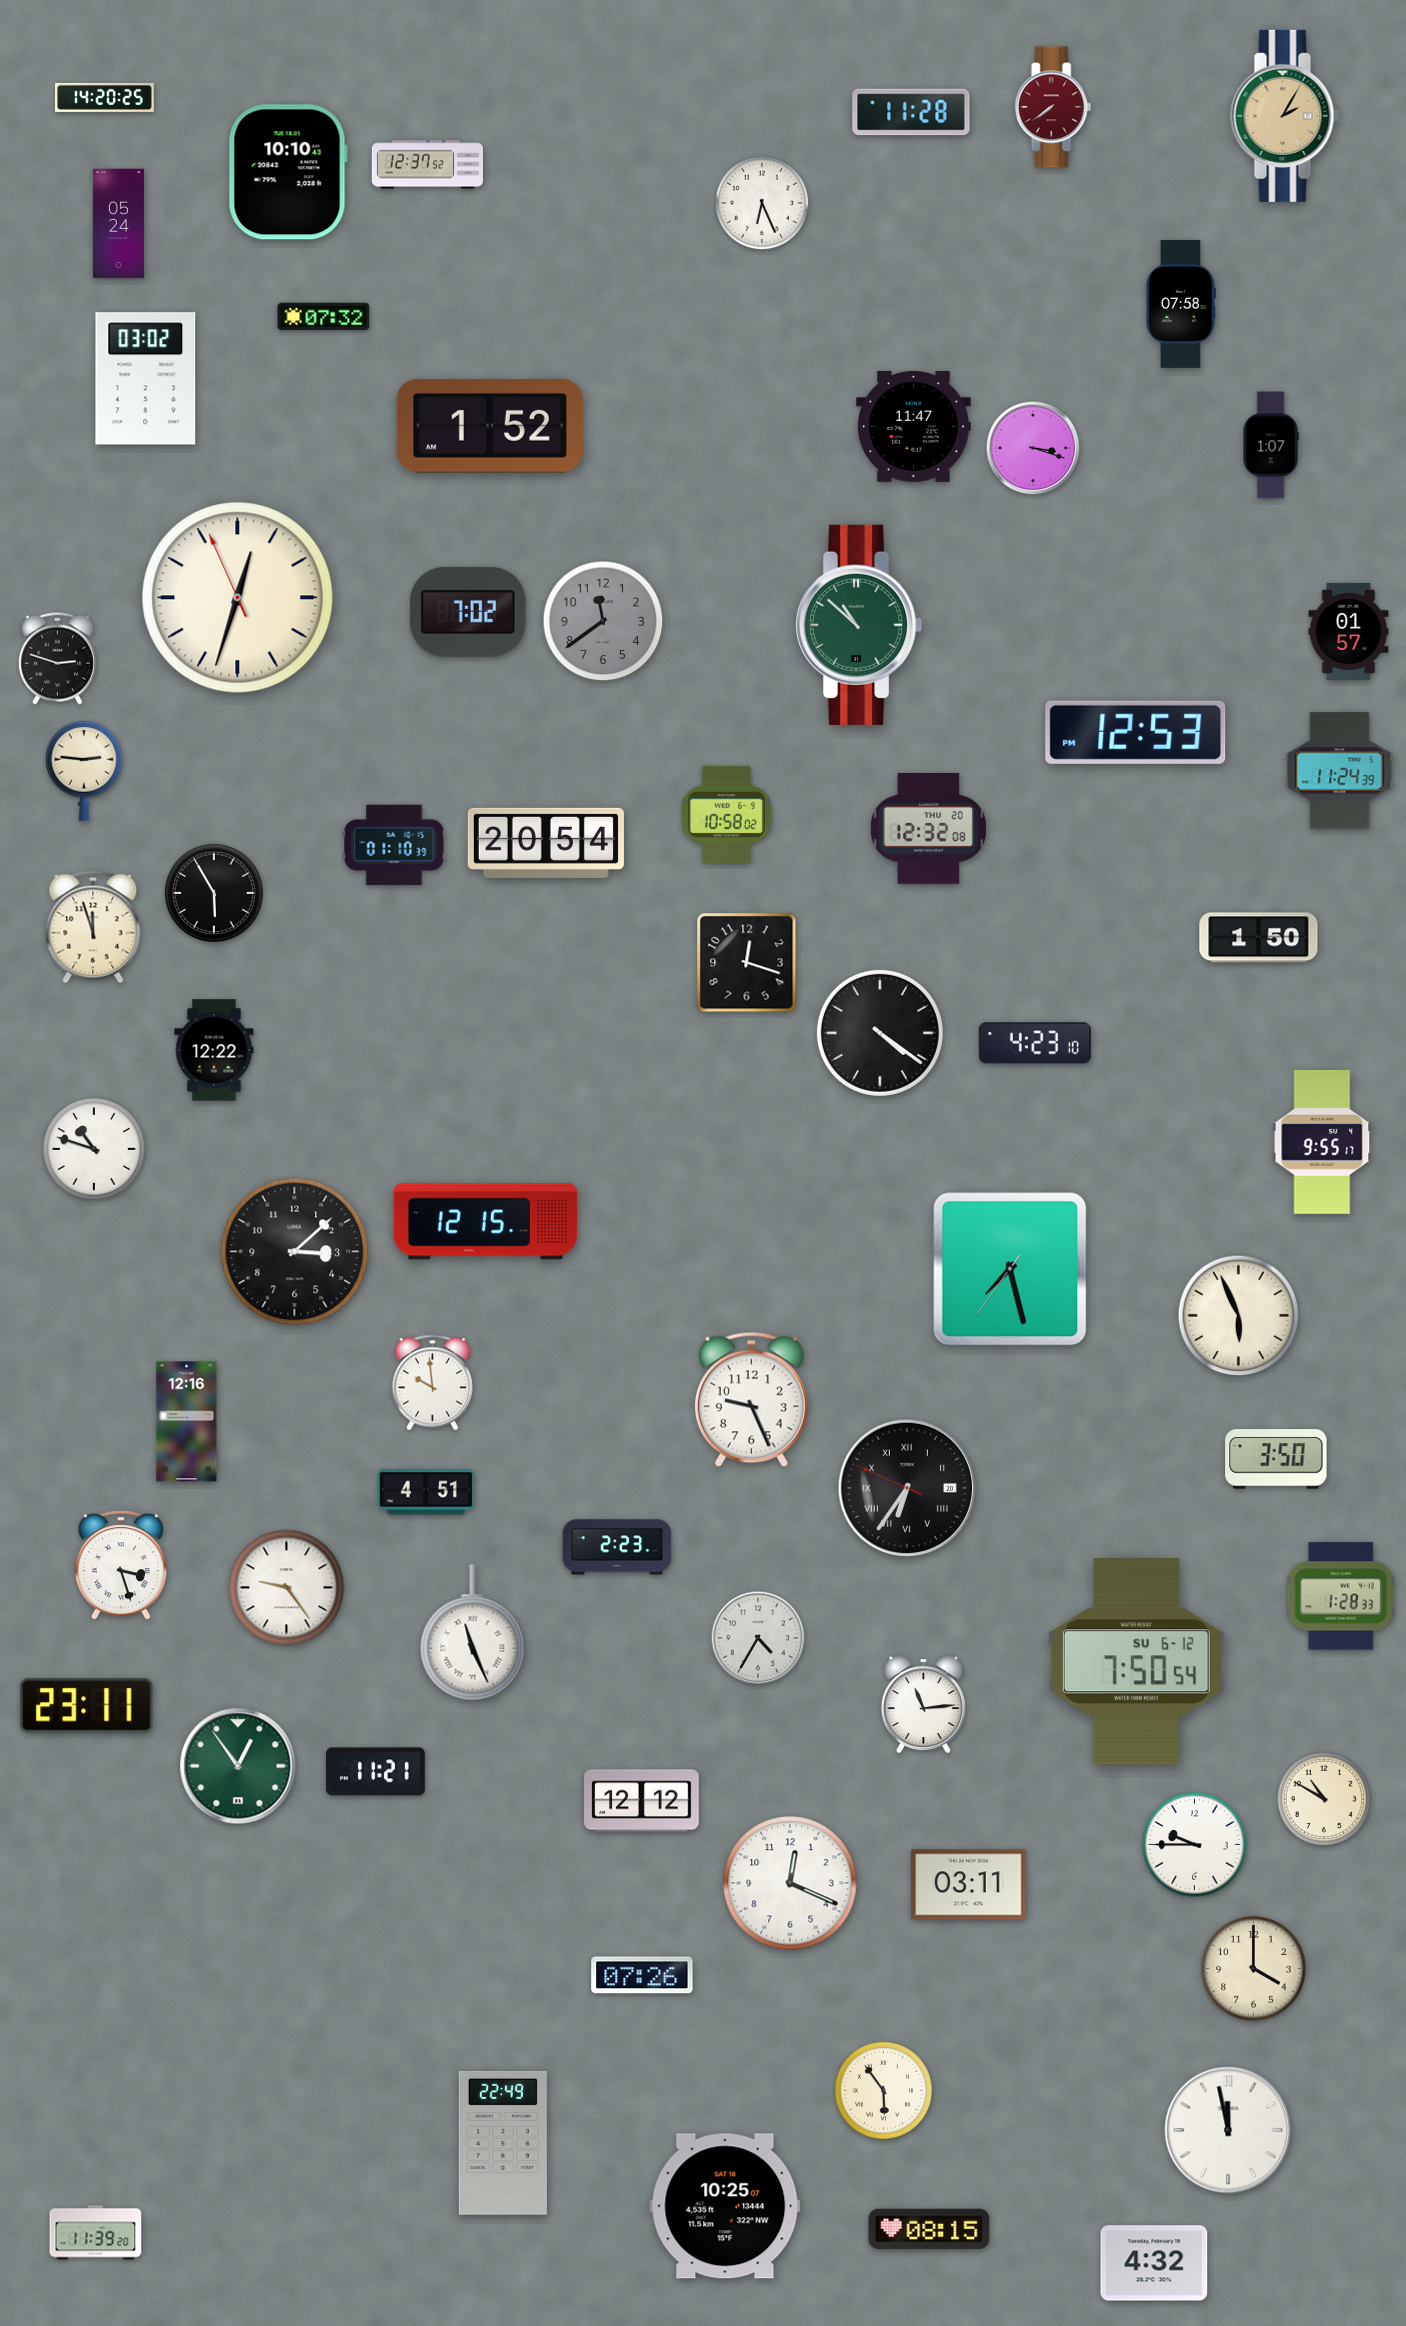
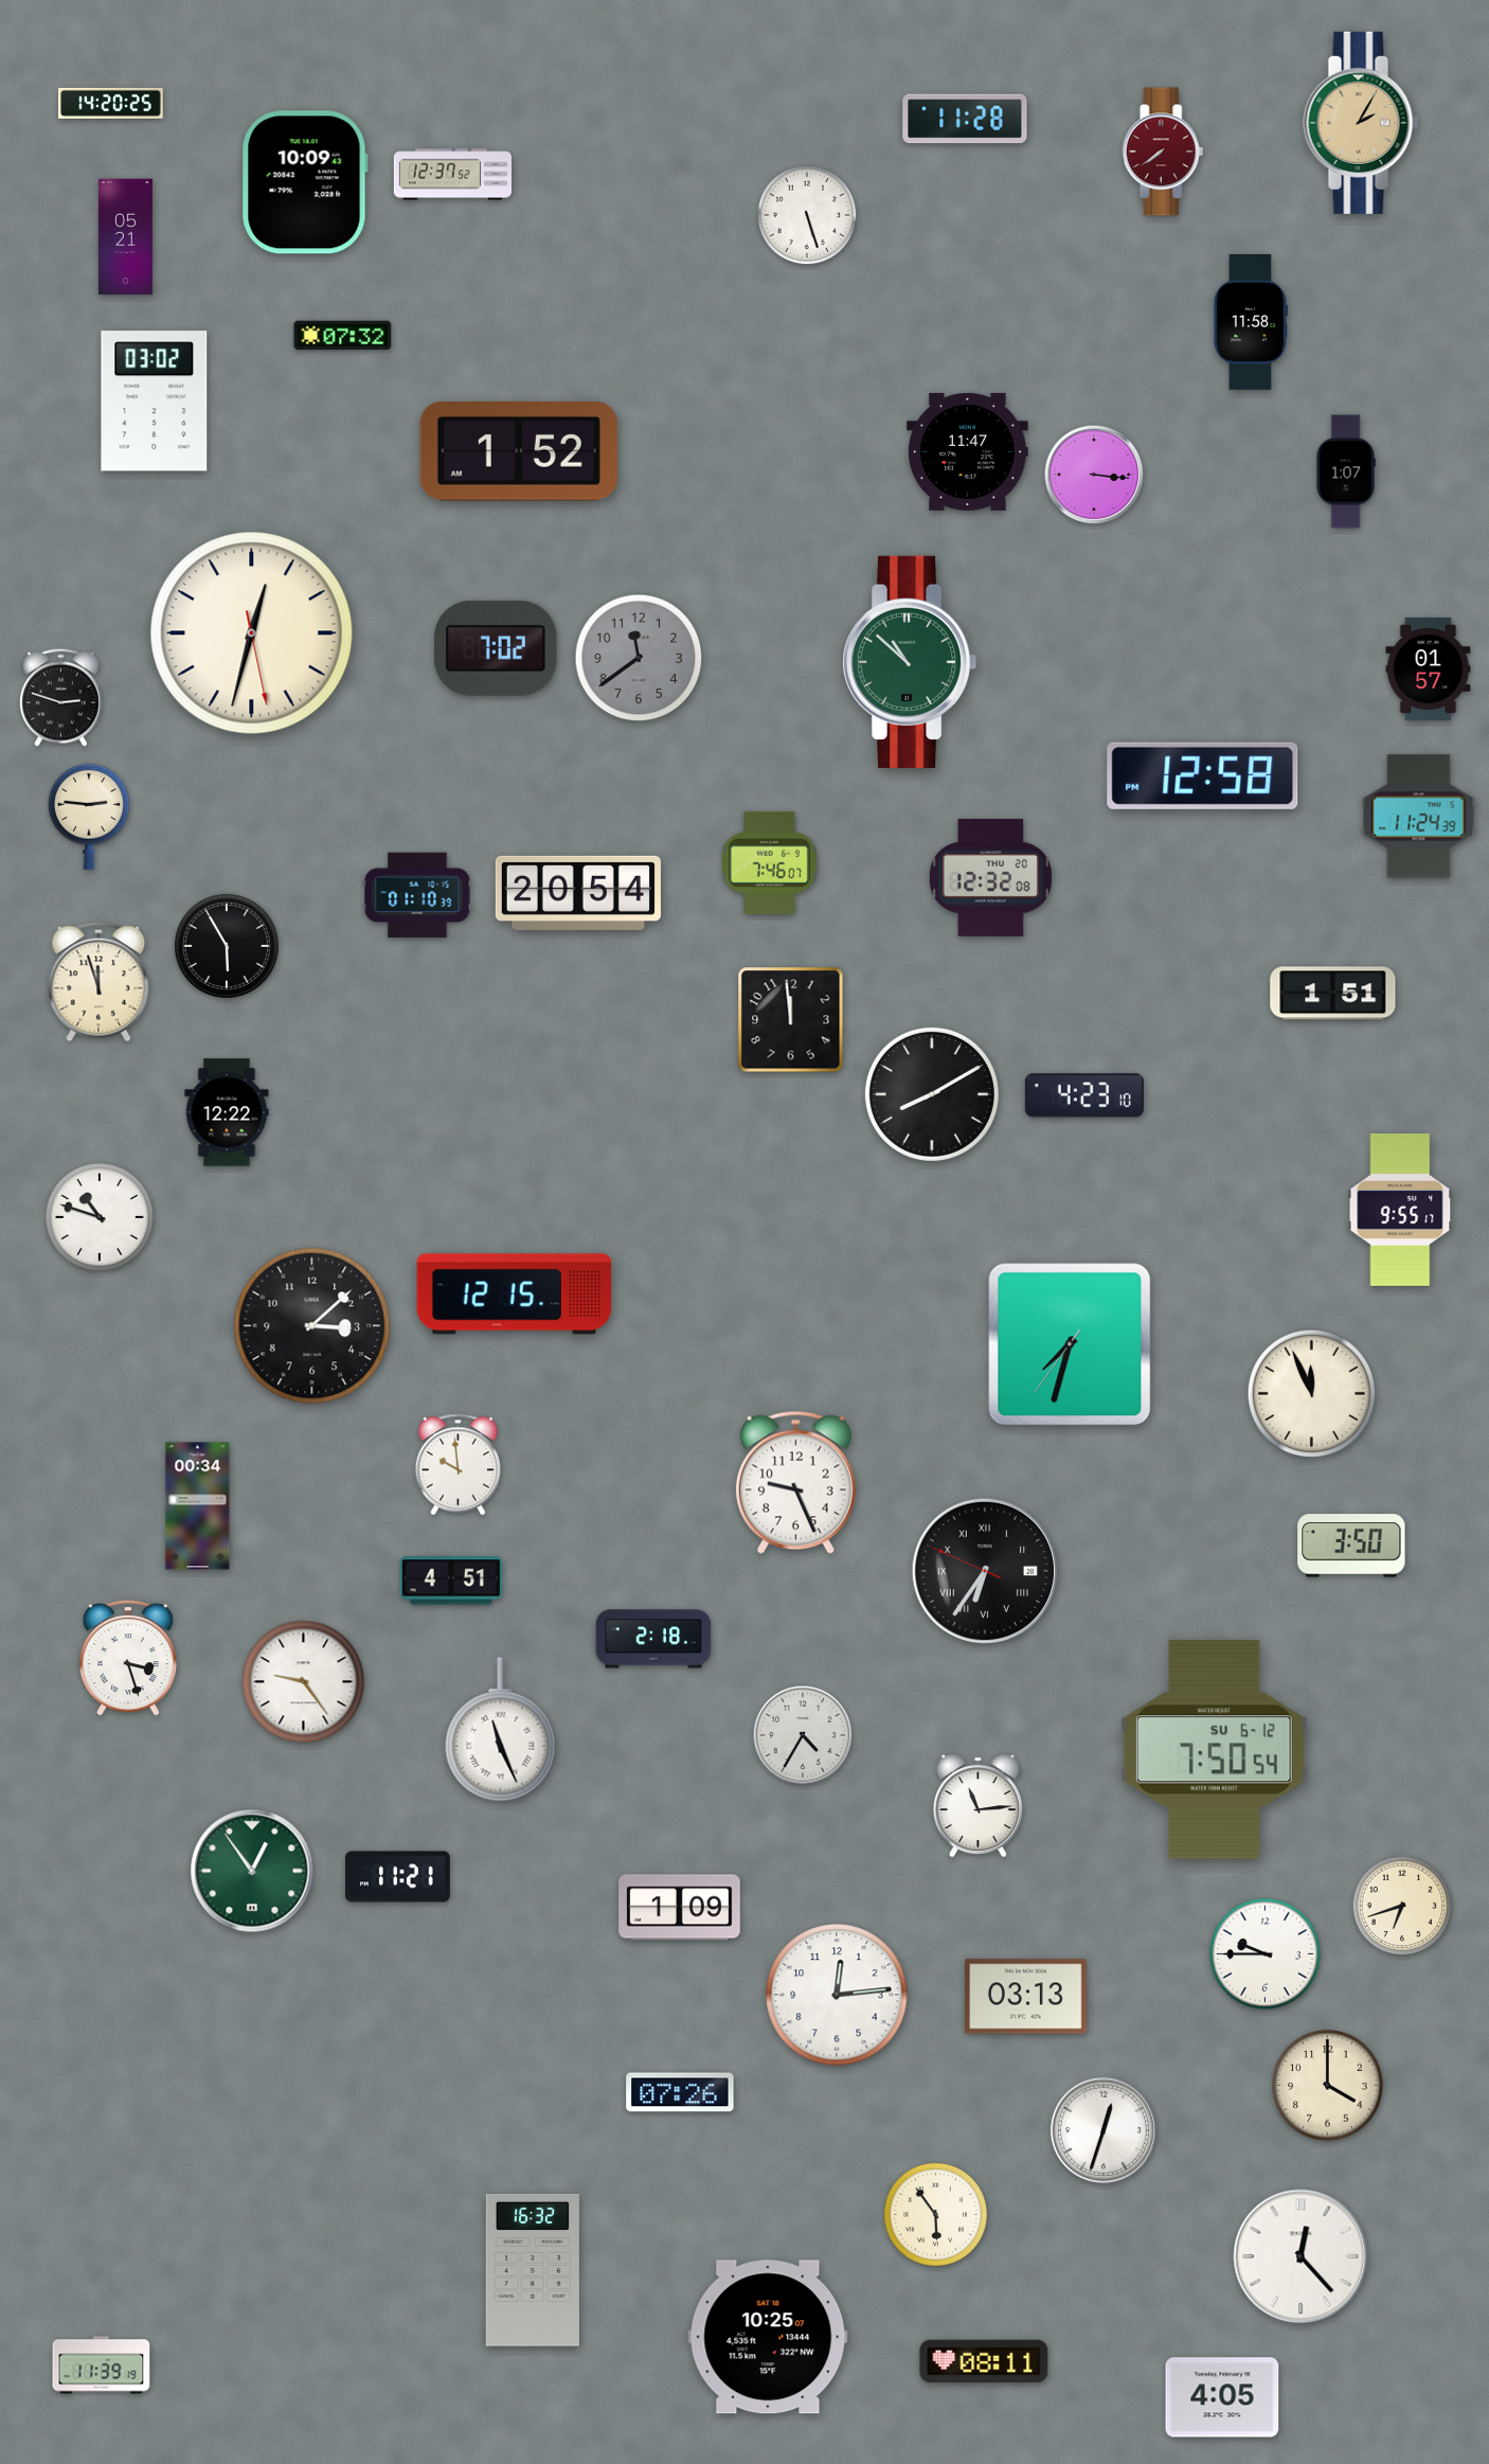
clock at (1053, 107) position: (1053, 107) -> (1163, 151)
clock at (288, 172): 10:10 -> 10:09
clock at (762, 203): 6:26 -> 5:27
clock at (118, 224): 05:24 -> 05:21
clock at (1180, 304): 07:58 -> 11:58
clock at (1033, 448): 3:18 -> 3:16
clock at (238, 598): 12:32:56 -> 12:32:28
clock at (1136, 732): 12:53 -> 12:58
clock at (727, 814): 10:58 -> 7:46
clock at (928, 828) position: (928, 828) -> (990, 877)
clock at (1259, 938): 1:50 -> 1:51
clock at (747, 963): 12:18 -> 11:59
clock at (880, 1033): 4:21 -> 8:10
clock at (1035, 1043) position: (1035, 1043) -> (1084, 1095)
clock at (1010, 1269): 7:27 -> 7:32
clock at (1239, 1316): 5:56 -> 11:56
clock at (187, 1422): 12:16 -> 00:34
clock at (906, 1487) position: (906, 1487) -> (984, 1570)
clock at (617, 1547): 2:23 -> 2:18
clock at (1341, 1596): 1:28 -> none
clock at (1136, 1662) position: (1136, 1662) -> (1214, 1750)
clock at (87, 1706): 23:11 -> none
clock at (1324, 1799): 10:50 -> 6:42
clock at (642, 1801): 12:12 -> 1:09
clock at (790, 1883): 12:19 -> 12:14
clock at (969, 1885): 03:11 -> 03:13
clock at (1104, 2130): none -> 12:33
clock at (1228, 2130): 11:58 -> 12:23
clock at (503, 2143): 22:49 -> 16:32
clock at (929, 2229): 08:15 -> 08:11
clock at (96, 2233): 11:39:20 -> 11:39:19
clock at (1154, 2263): 4:32 -> 4:05
